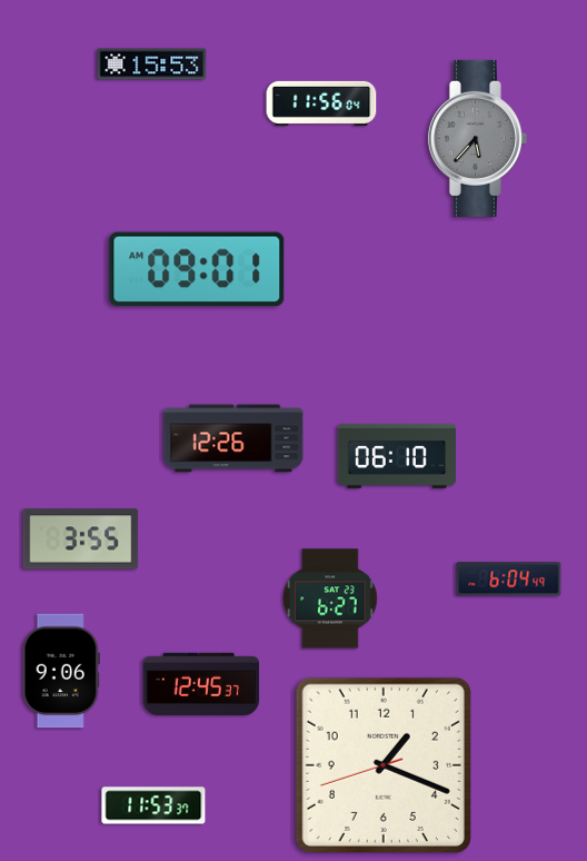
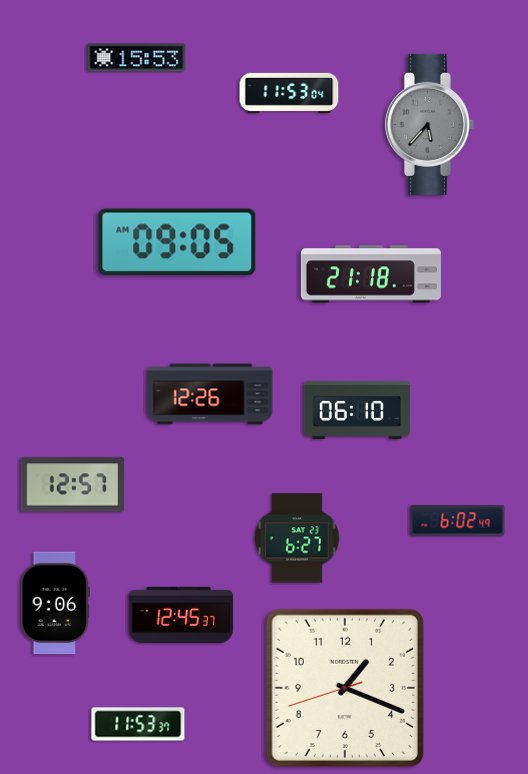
clock at (321, 103): 11:56 -> 11:53
clock at (197, 269): 09:01 -> 09:05
clock at (371, 274): none -> 21:18
clock at (81, 540): 3:55 -> 12:57
clock at (509, 580): 6:04 -> 6:02
